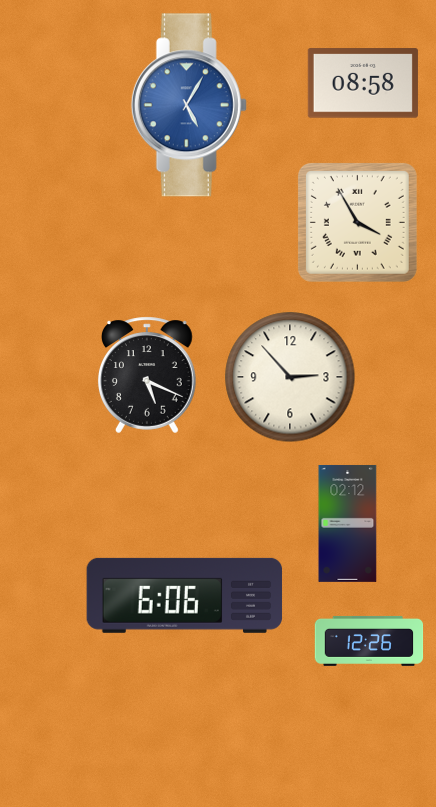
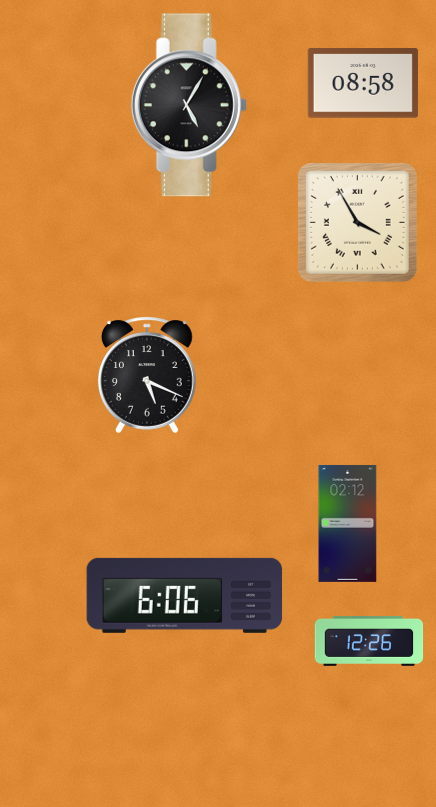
clock at (189, 105) dial: blue -> black
clock at (290, 377): 2:53 -> none
